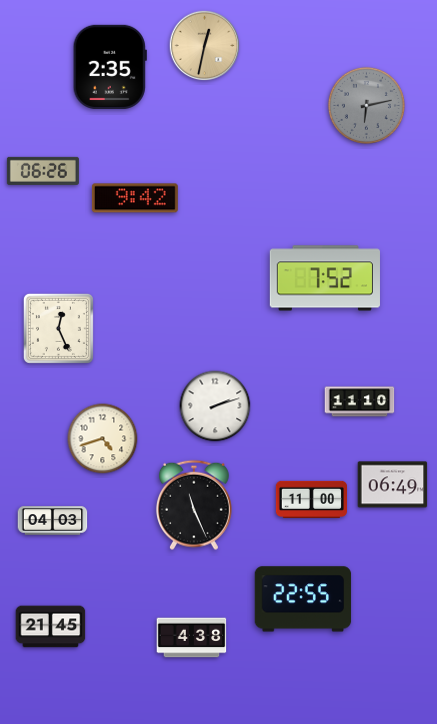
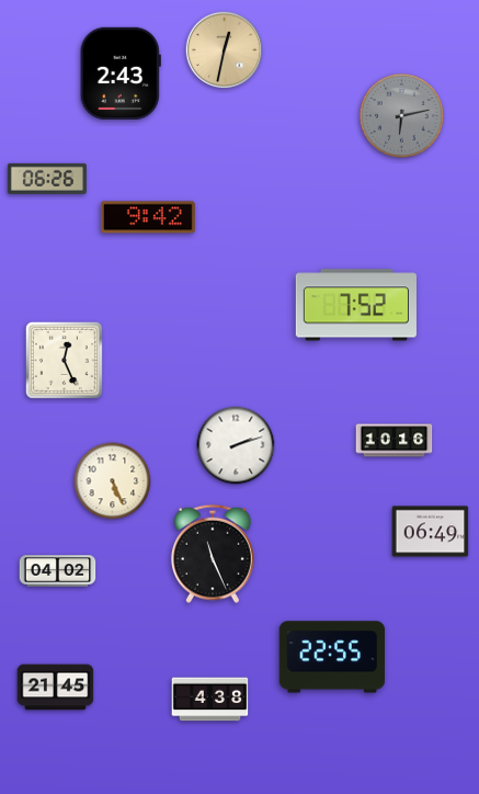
clock at (110, 67): 2:35 -> 2:43
clock at (43, 171) position: (43, 171) -> (47, 179)
clock at (360, 402): 11:10 -> 10:16
clock at (103, 439): 4:42 -> 5:26
clock at (311, 499): 11:00 -> none
clock at (53, 521): 04:03 -> 04:02
